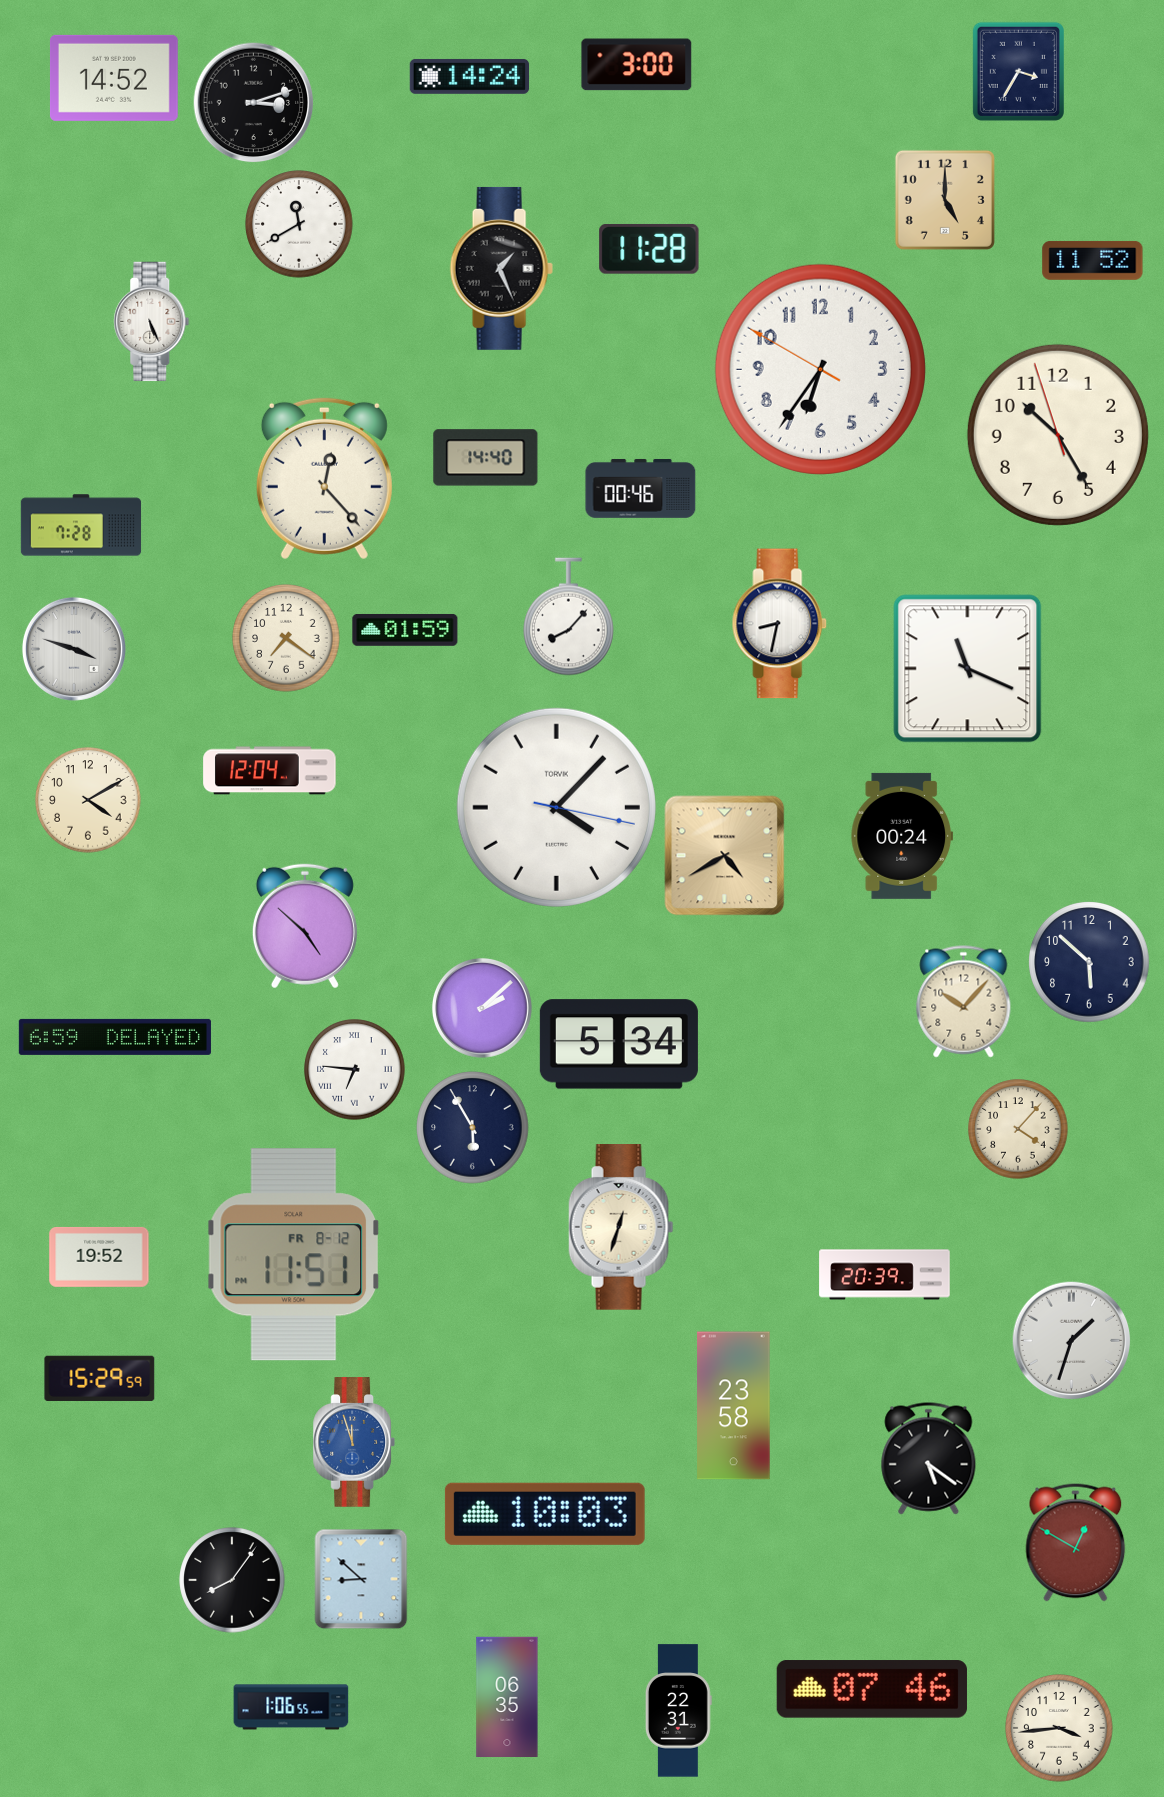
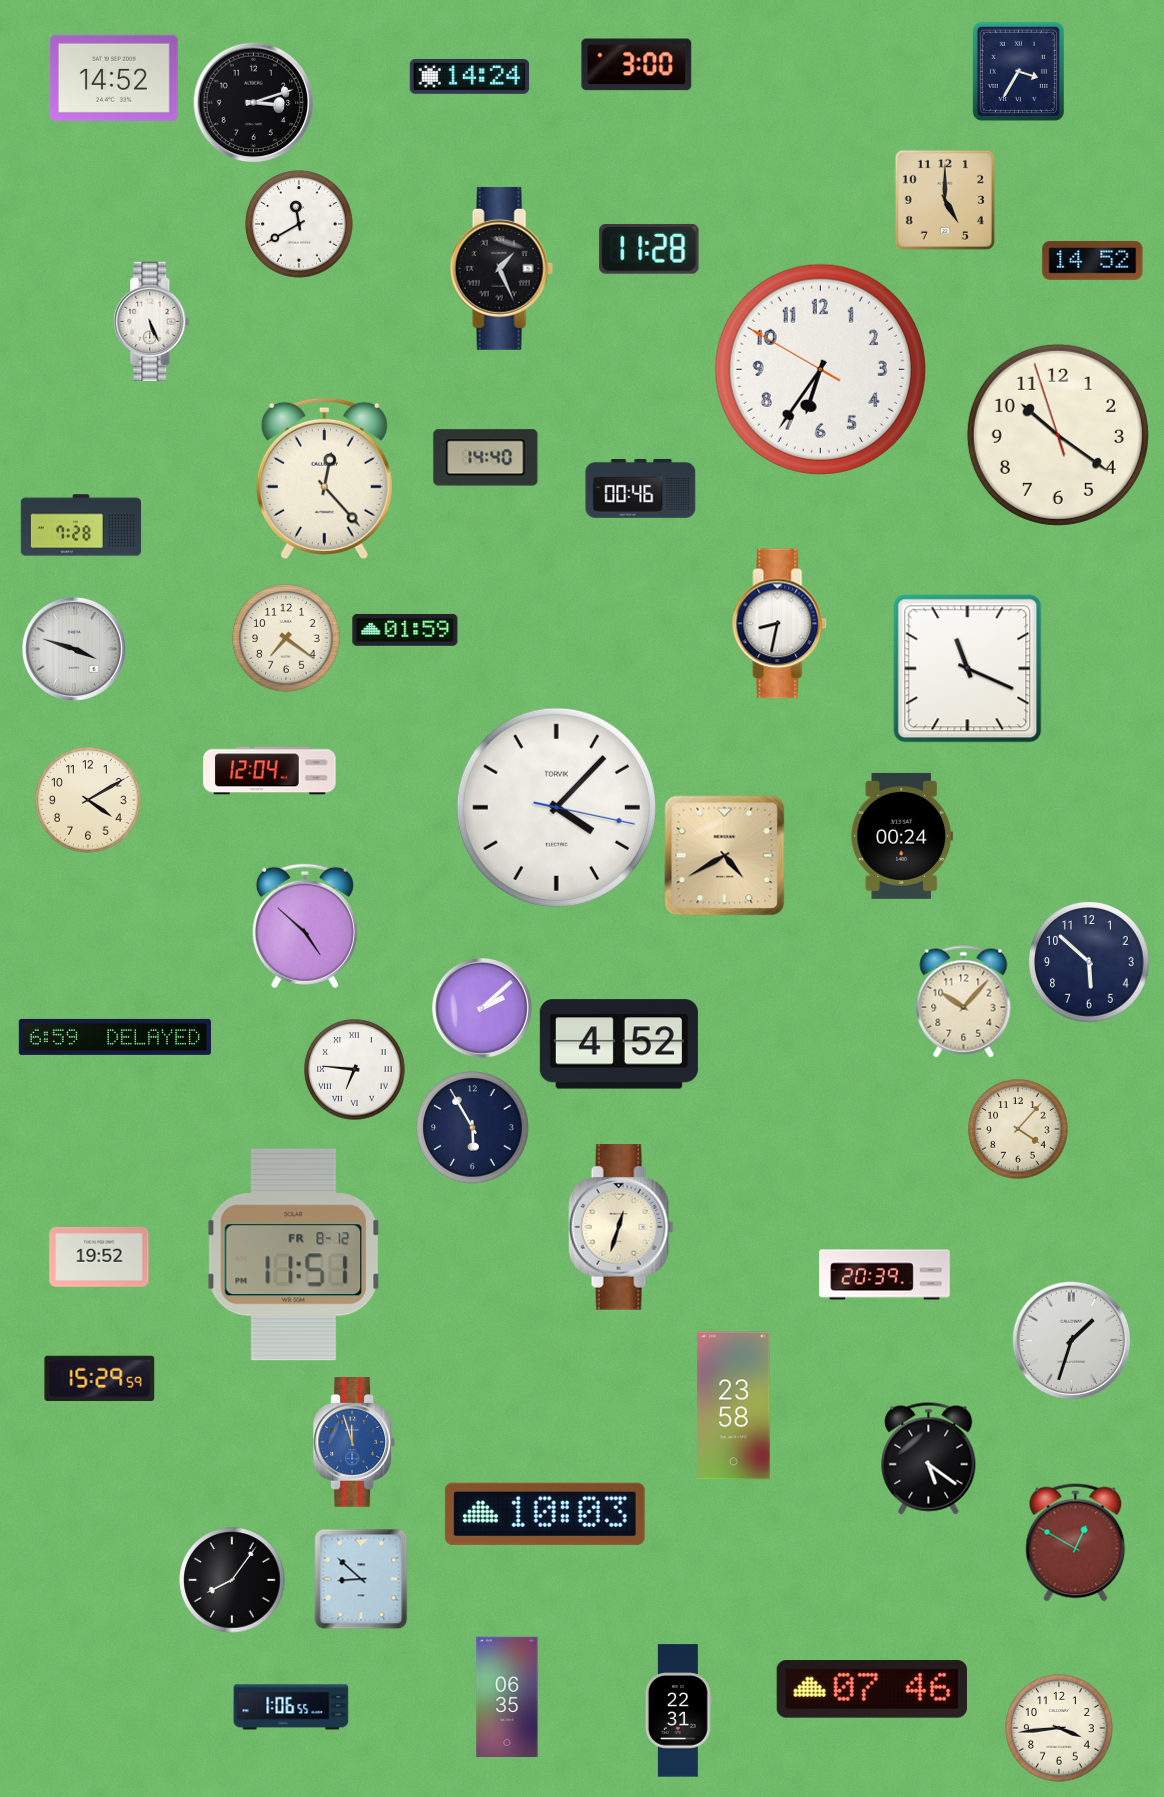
clock at (1093, 260): 11:52 -> 14:52
clock at (1058, 435): 10:24 -> 10:20
clock at (569, 617): 8:07 -> none
clock at (619, 1044): 5:34 -> 4:52
